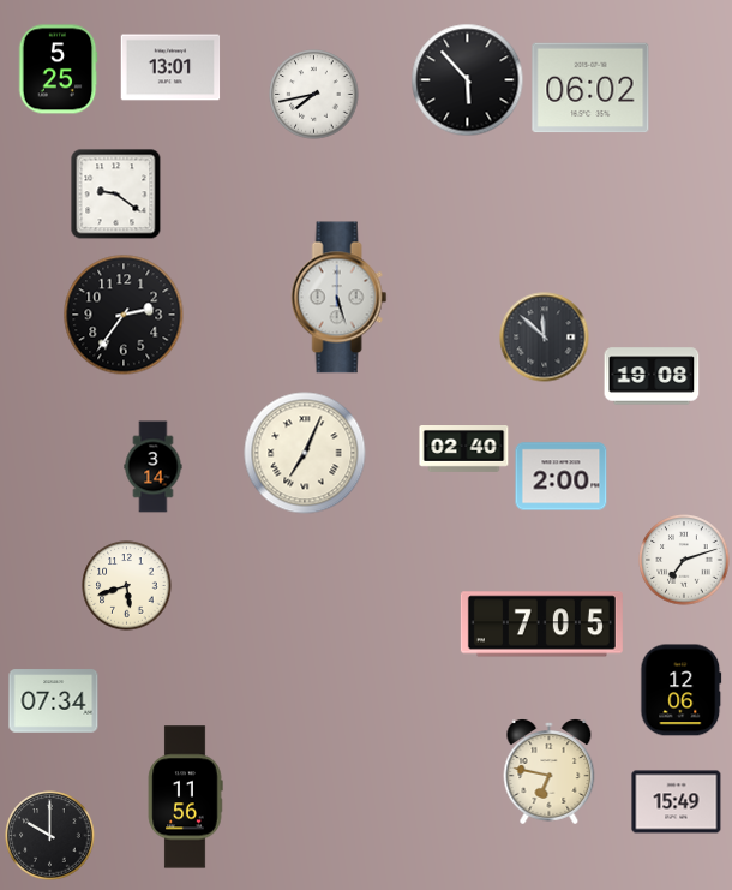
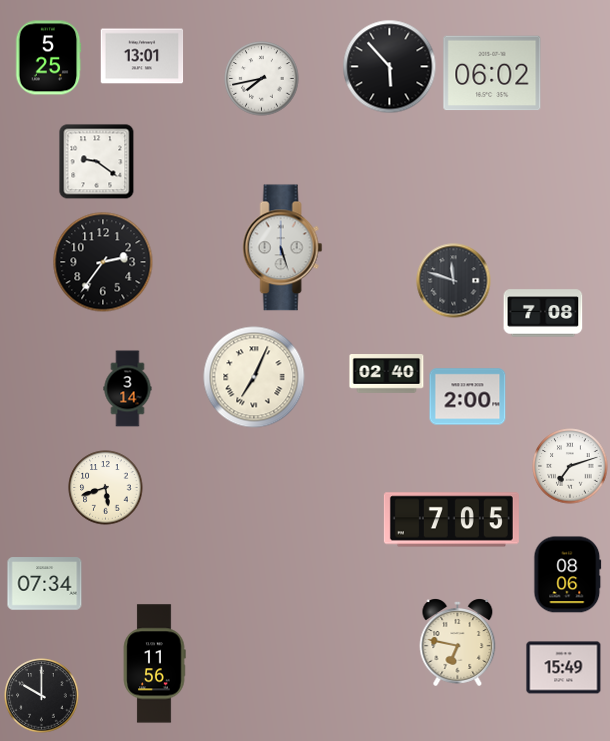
clock at (545, 338): 11:52 -> 11:48
clock at (652, 376): 19:08 -> 7:08
clock at (682, 691): 12:06 -> 08:06
